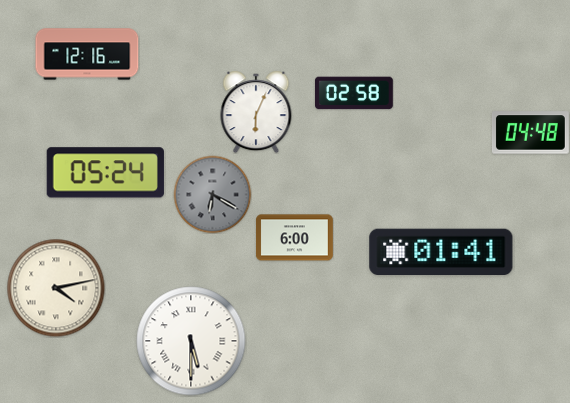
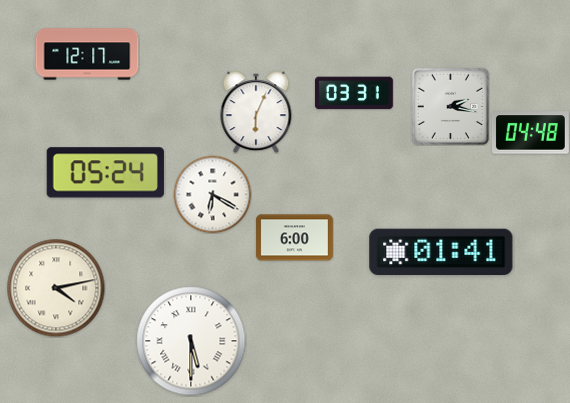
clock at (87, 54): 12:16 -> 12:17
clock at (354, 93): 02:58 -> 03:31
clock at (450, 106): none -> 2:17
clock at (212, 194) dial: grey -> white
